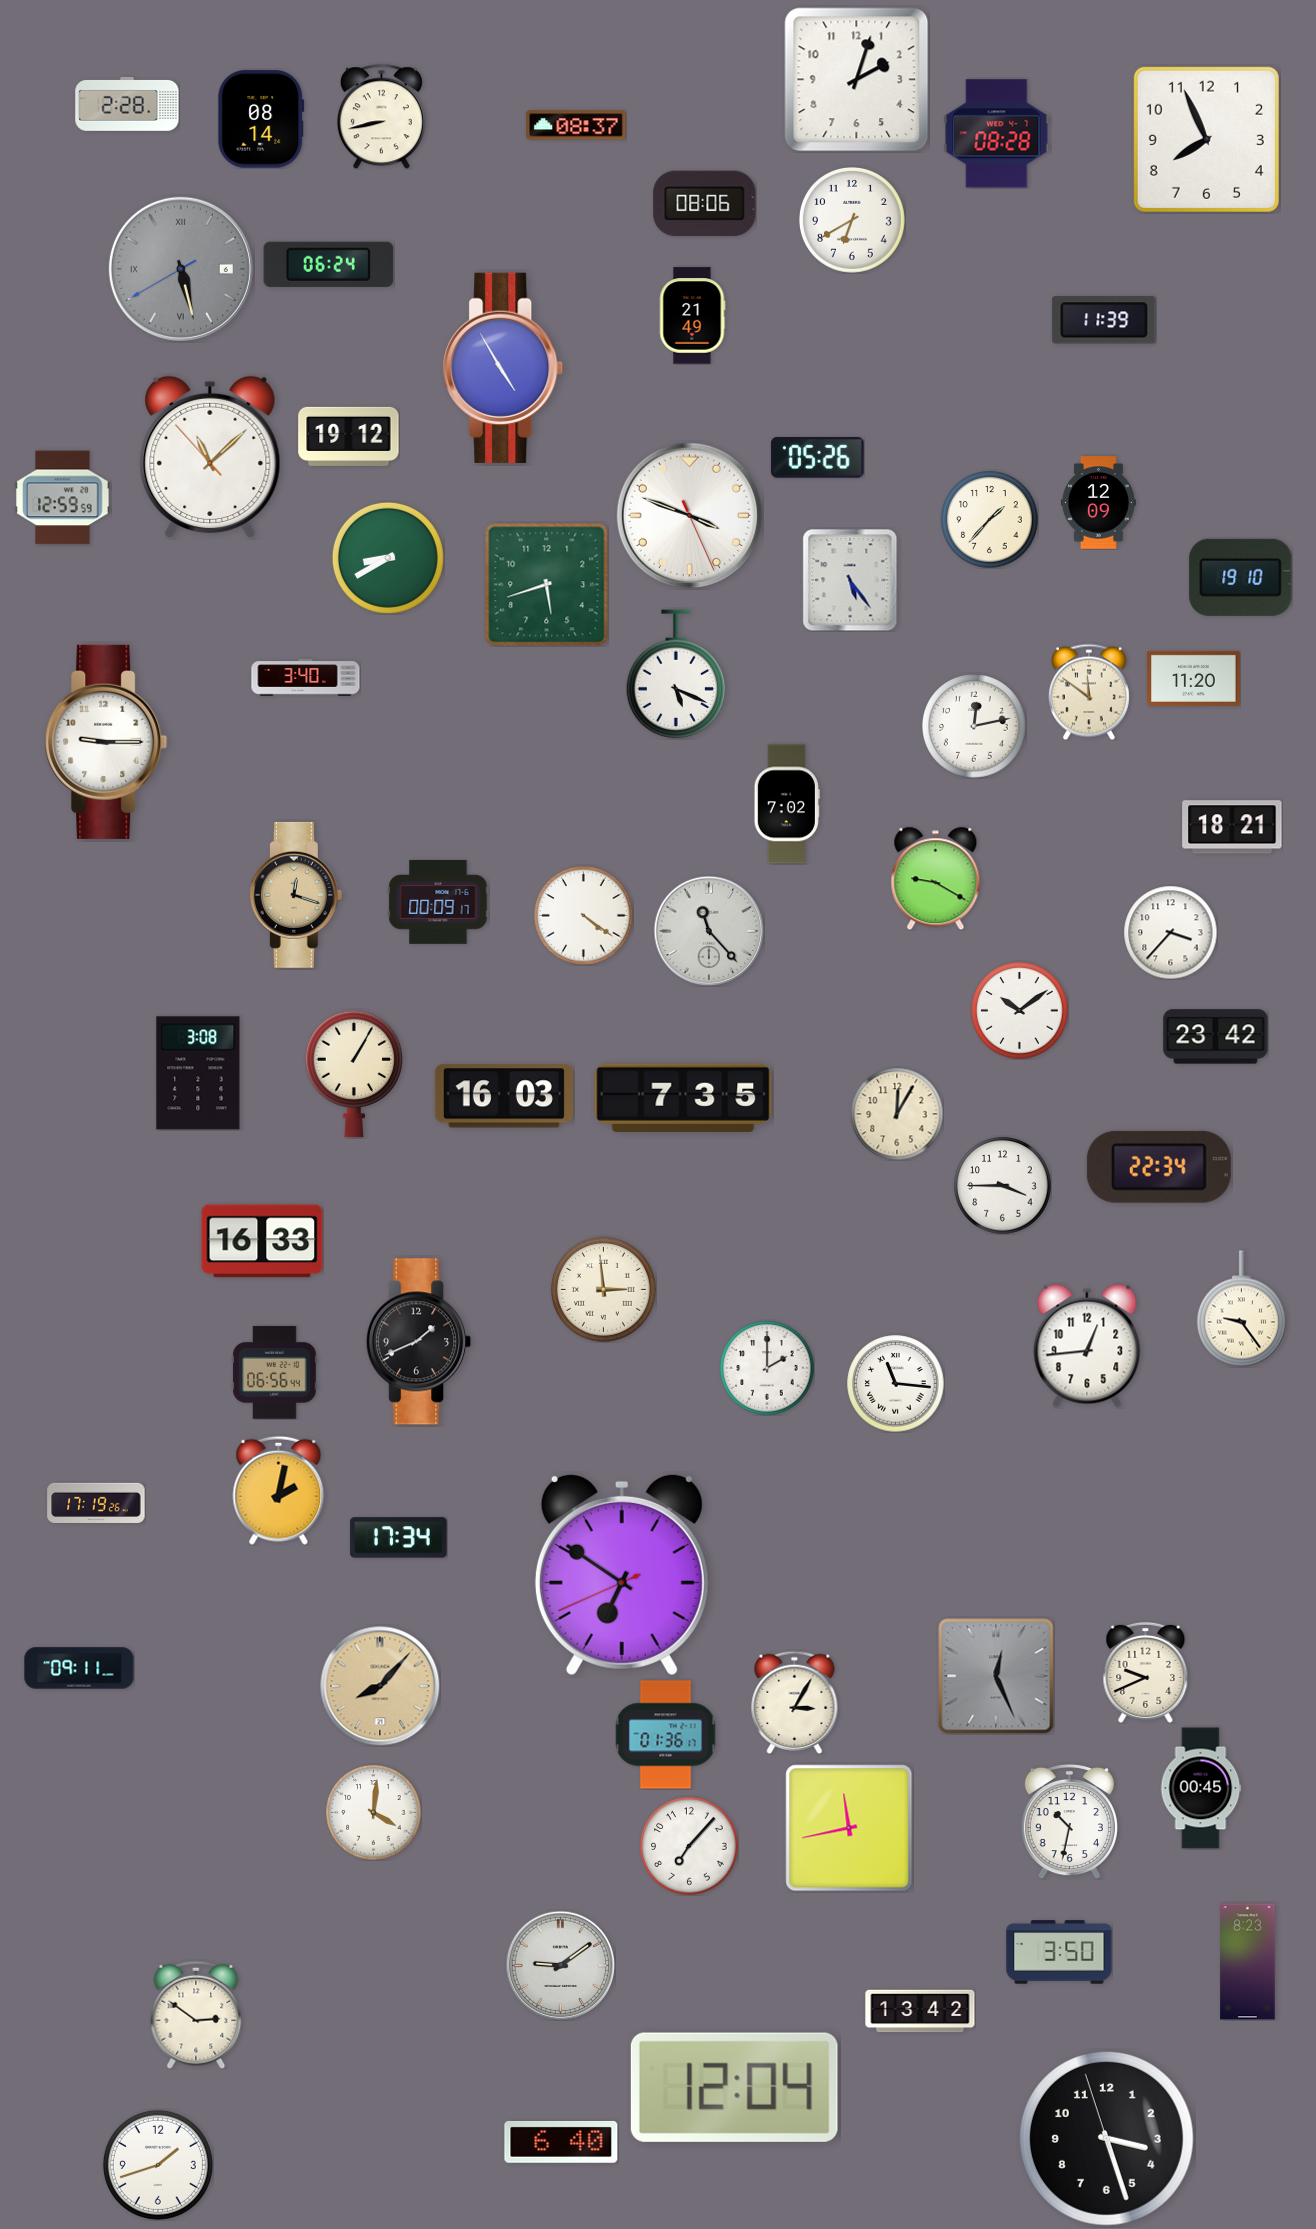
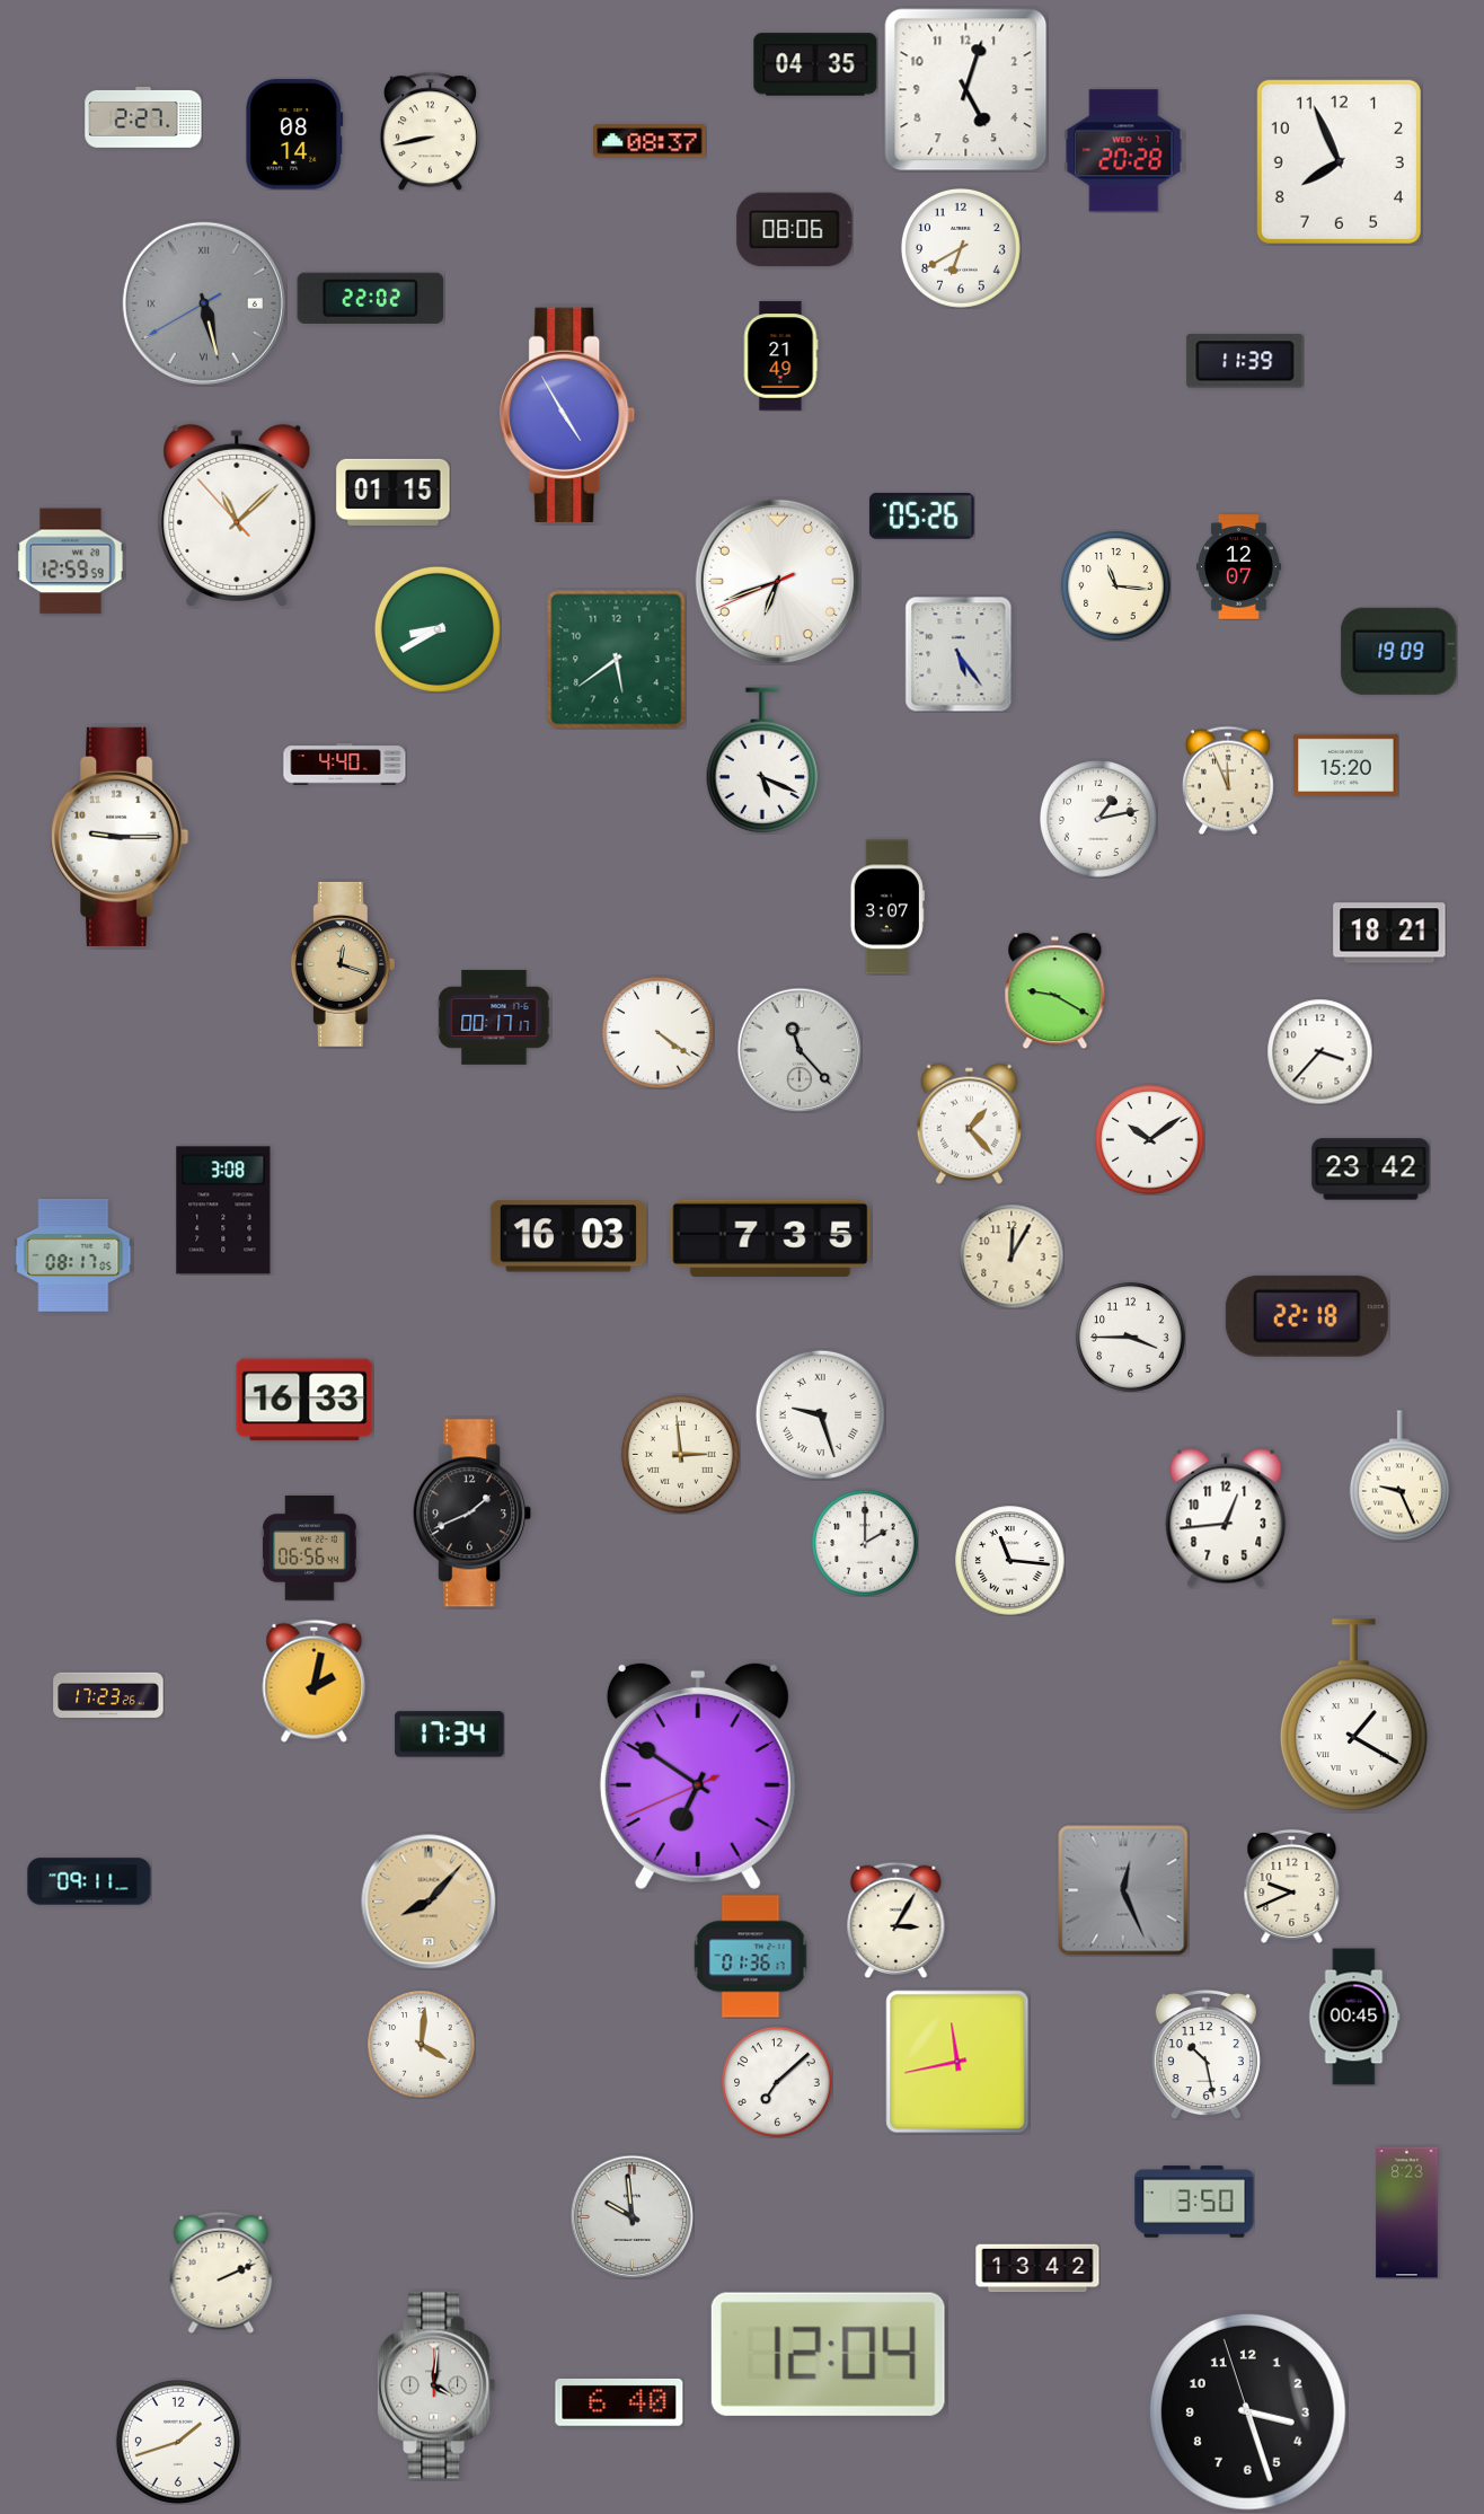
clock at (815, 64): none -> 04:35
clock at (857, 80): 2:03 -> 5:03
clock at (127, 104): 2:28 -> 2:27
clock at (997, 134): 08:28 -> 20:28
clock at (1206, 139) position: (1206, 139) -> (1339, 161)
clock at (329, 264): 06:24 -> 22:02
clock at (349, 436): 19:12 -> 01:15
clock at (1098, 503): 12:09 -> 12:07
clock at (689, 515): 3:48 -> 6:41
clock at (990, 520): 1:37 -> 11:16
clock at (1241, 577): 19:10 -> 19:09
clock at (547, 585): 5:42 -> 5:39
clock at (306, 678): 3:40 -> 4:40
clock at (1194, 678): 11:20 -> 15:20
clock at (1089, 692): 11:51 -> 11:56
clock at (975, 727): 12:13 -> 1:13
clock at (787, 804): 7:02 -> 3:07
clock at (296, 895) position: (296, 895) -> (343, 964)
clock at (438, 902): 00:09 -> 00:17
clock at (969, 1123): none -> 1:23
clock at (354, 1074): 1:05 -> none
clock at (73, 1255): none -> 08:17
clock at (1159, 1167): 22:34 -> 22:18
clock at (262, 1241) position: (262, 1241) -> (304, 1400)
clock at (820, 1414): none -> 9:27
clock at (1241, 1309): 9:24 -> 9:26
clock at (96, 1502): 17:19 -> 17:23
clock at (1353, 1715): none -> 1:20
clock at (622, 1574) position: (622, 1574) -> (698, 1775)
clock at (1069, 1821): 10:32 -> 10:28
clock at (689, 1846): 7:07 -> 7:08
clock at (560, 1965): 9:09 -> 9:59
clock at (196, 2015): 2:51 -> 2:11
clock at (436, 2385): none -> 4:01
clock at (561, 2142) position: (561, 2142) -> (619, 2402)
